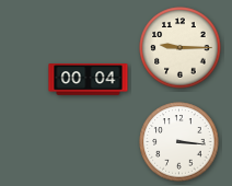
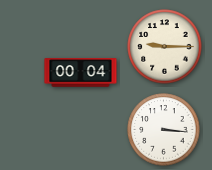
clock at (181, 48) position: (181, 48) -> (165, 47)
